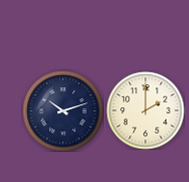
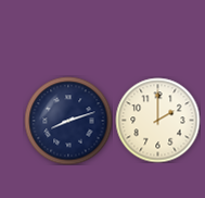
clock at (63, 111): 10:12 -> 8:12
